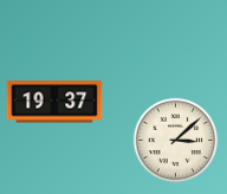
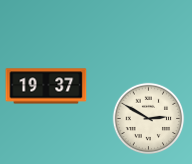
clock at (176, 141): 3:08 -> 2:50
